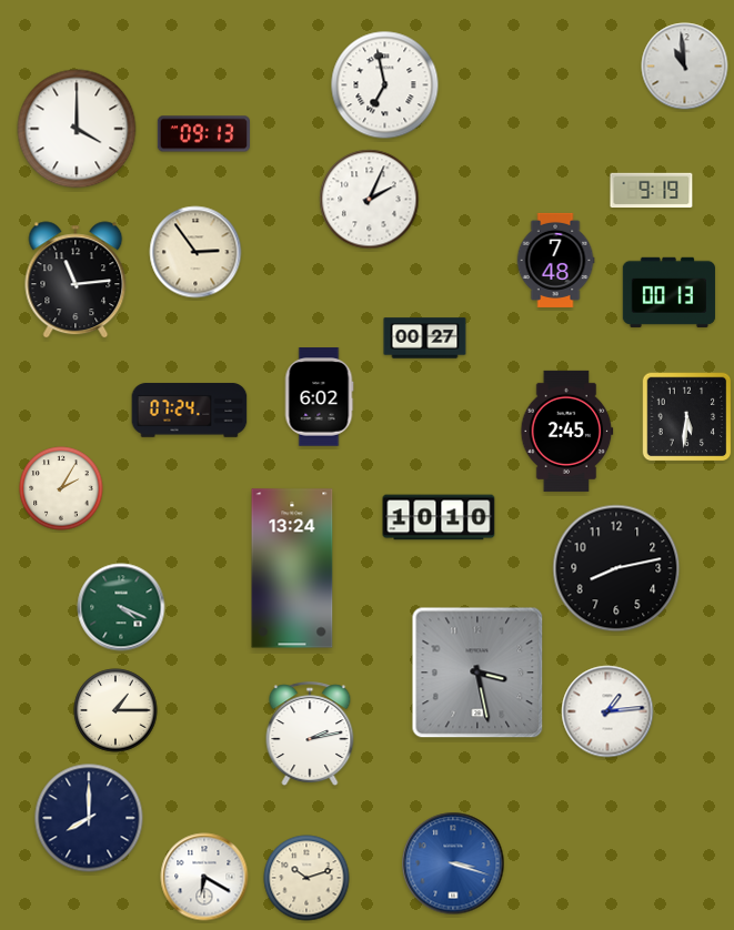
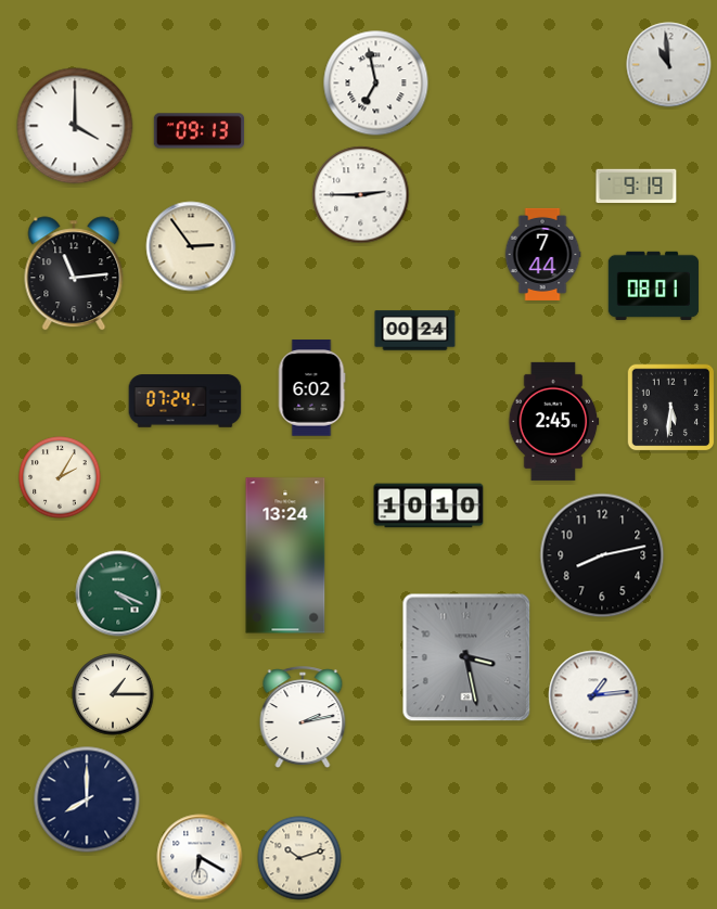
clock at (370, 200): 2:04 -> 2:45
clock at (555, 260): 7:48 -> 7:44
clock at (668, 292): 00:13 -> 08:01
clock at (425, 338): 00:27 -> 00:24
clock at (453, 863): 3:18 -> none
